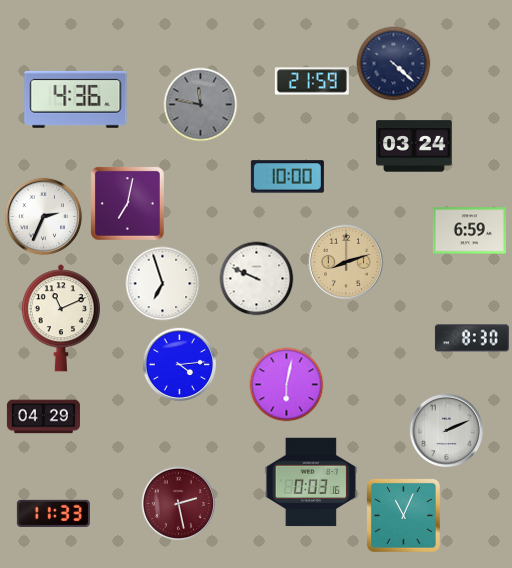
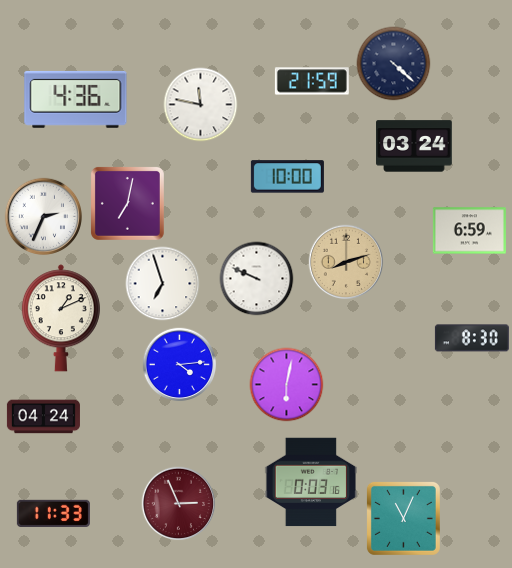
clock at (201, 105) dial: grey -> white
clock at (61, 318): 11:11 -> 1:11
clock at (43, 417): 04:29 -> 04:24
clock at (447, 431): 2:11 -> none
clock at (179, 504): 2:28 -> 2:56
clock at (403, 515) position: (403, 515) -> (403, 518)
